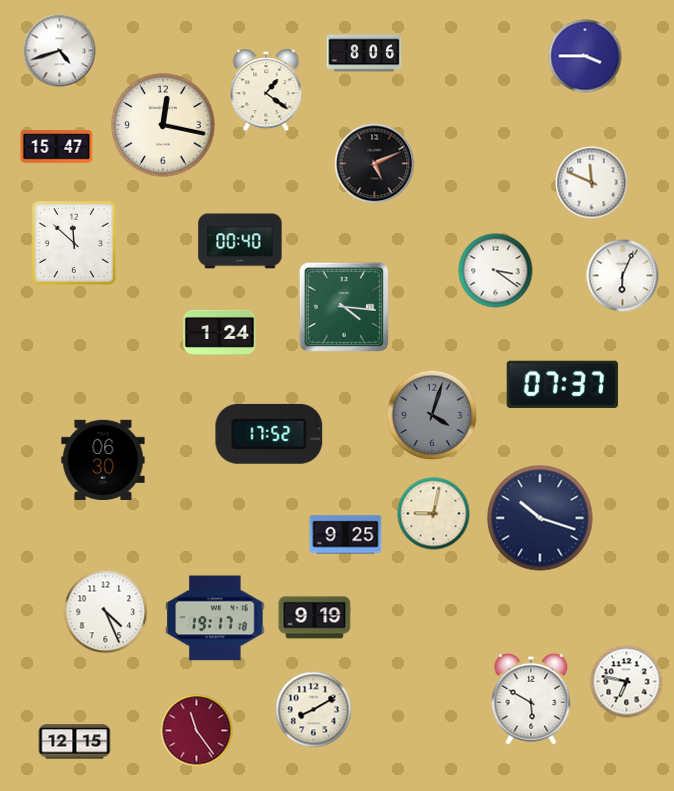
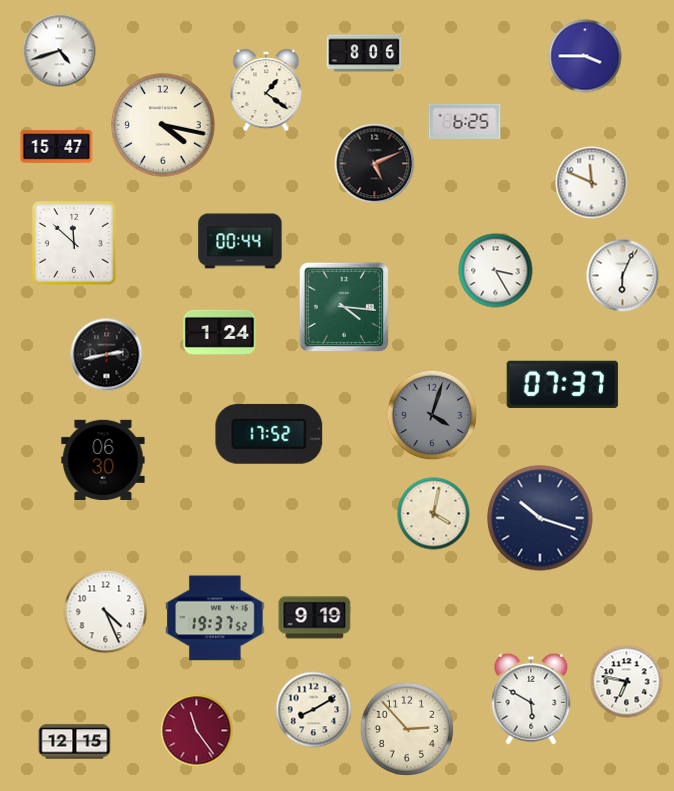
clock at (465, 121): none -> 6:25
clock at (163, 125): 12:17 -> 4:17
clock at (240, 241): 00:40 -> 00:44
clock at (496, 271): 3:21 -> 3:25
clock at (107, 355): none -> 2:43
clock at (434, 514): 9:02 -> 4:02
clock at (346, 535): 9:25 -> none
clock at (215, 618): 19:17 -> 19:37
clock at (407, 729): none -> 2:53
